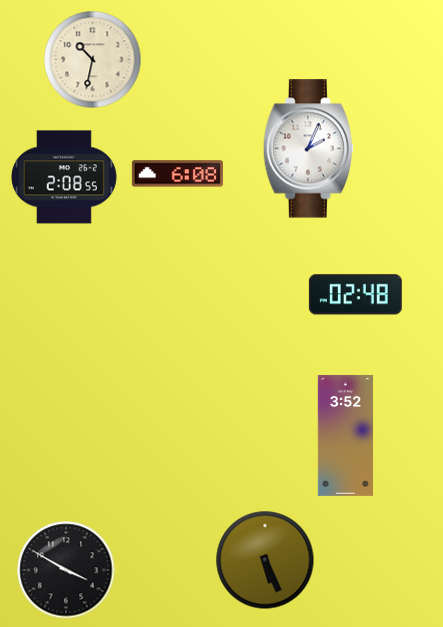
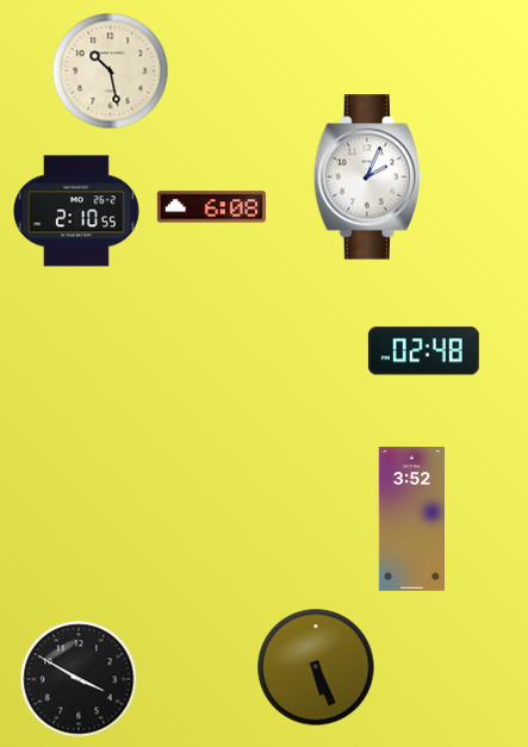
clock at (93, 60): 10:32 -> 10:28
clock at (64, 177): 2:08 -> 2:10
